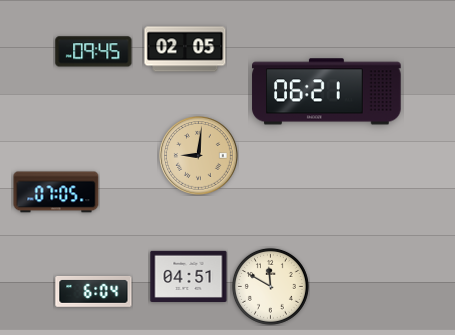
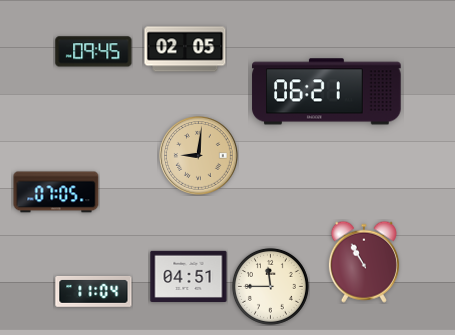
clock at (364, 262): none -> 10:55
clock at (270, 286): 11:50 -> 11:45
clock at (94, 292): 6:04 -> 11:04
